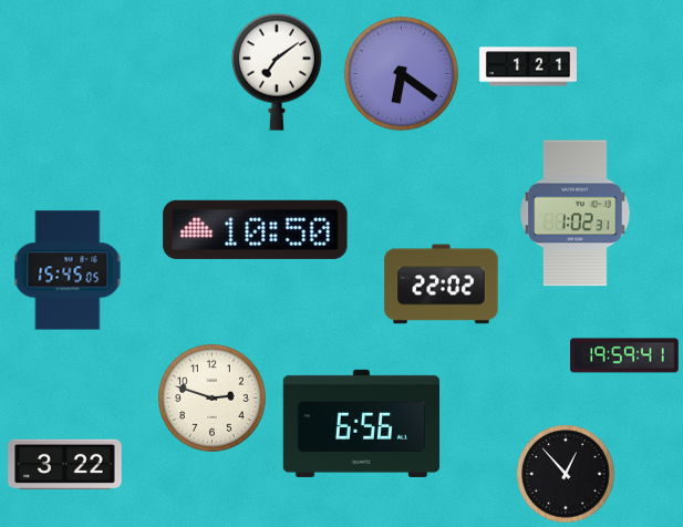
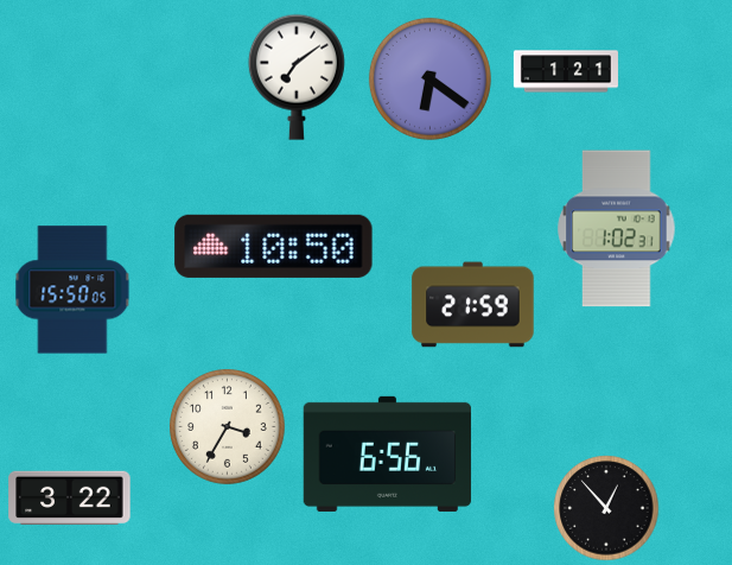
clock at (68, 270): 15:45 -> 15:50
clock at (442, 285): 22:02 -> 21:59
clock at (624, 355): 19:59 -> none
clock at (213, 399): 2:48 -> 3:35
